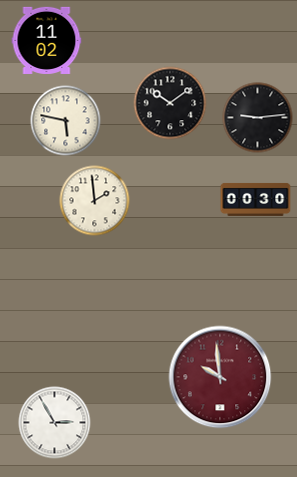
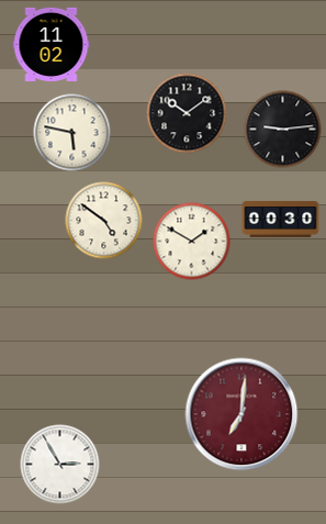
clock at (95, 201): 1:59 -> 4:51
clock at (192, 242): none -> 1:50
clock at (220, 377): 9:59 -> 7:01
